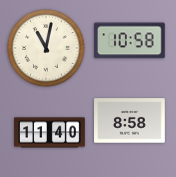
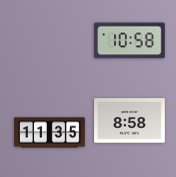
clock at (46, 48): 11:02 -> none
clock at (50, 133): 11:40 -> 11:35
